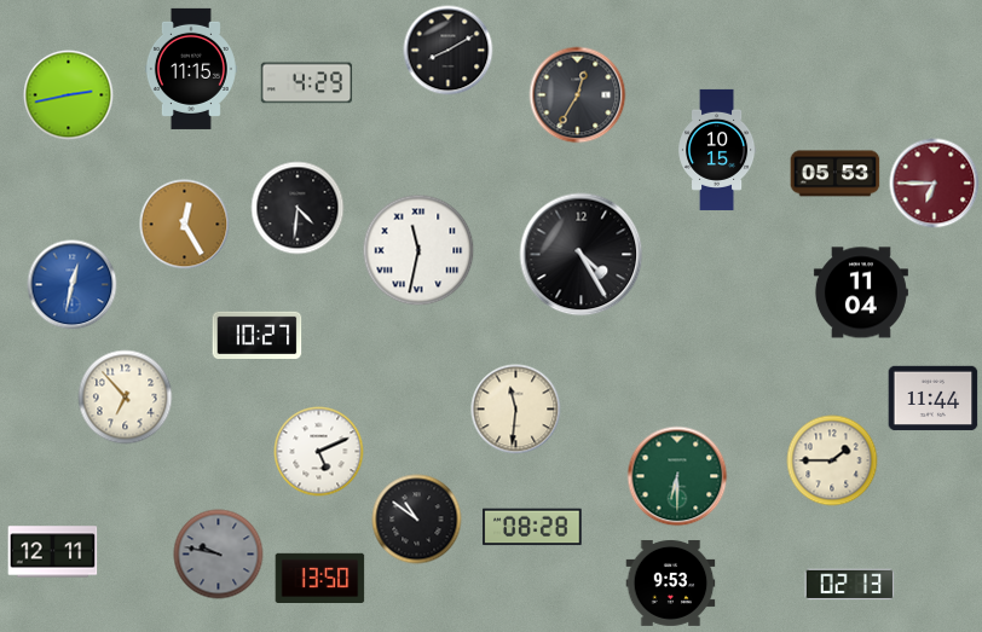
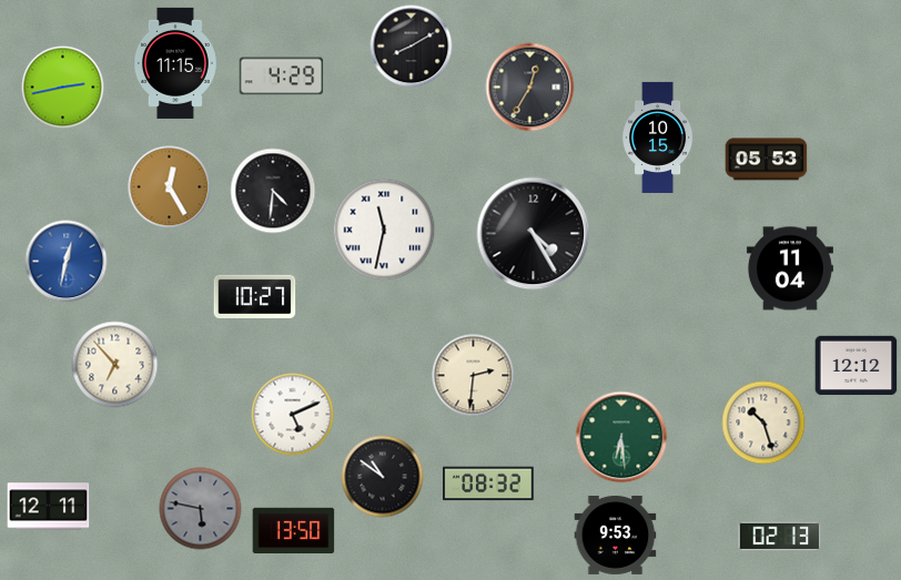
clock at (935, 184): 6:45 -> none
clock at (185, 225) position: (185, 225) -> (170, 187)
clock at (258, 335) position: (258, 335) -> (255, 296)
clock at (934, 399): 11:44 -> 12:12
clock at (516, 410): 11:31 -> 2:31
clock at (832, 460): 1:45 -> 10:27
clock at (677, 476): 6:30 -> 6:29
clock at (532, 527): 08:28 -> 08:32
clock at (219, 555): 9:47 -> 5:47
